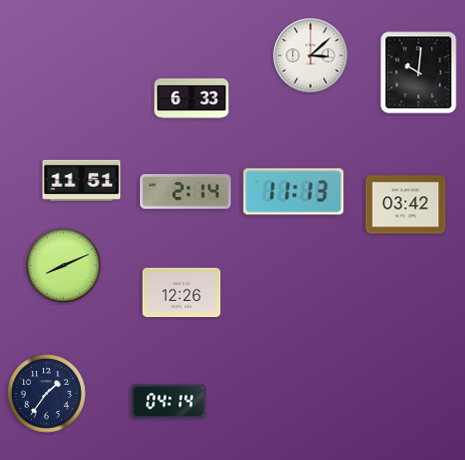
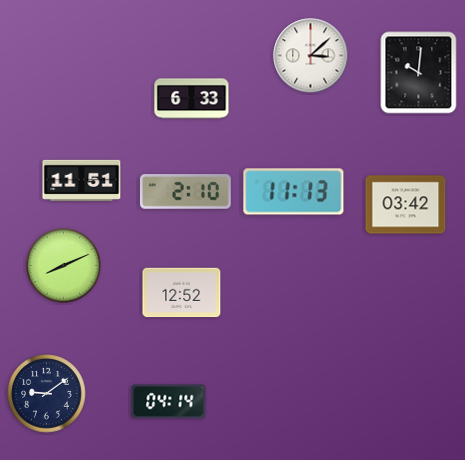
clock at (185, 192): 2:14 -> 2:10
clock at (182, 293): 12:26 -> 12:52
clock at (47, 394): 1:36 -> 9:09
